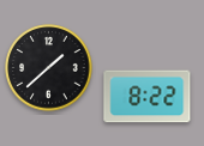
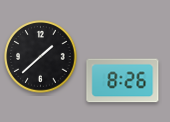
clock at (148, 97): 8:22 -> 8:26
